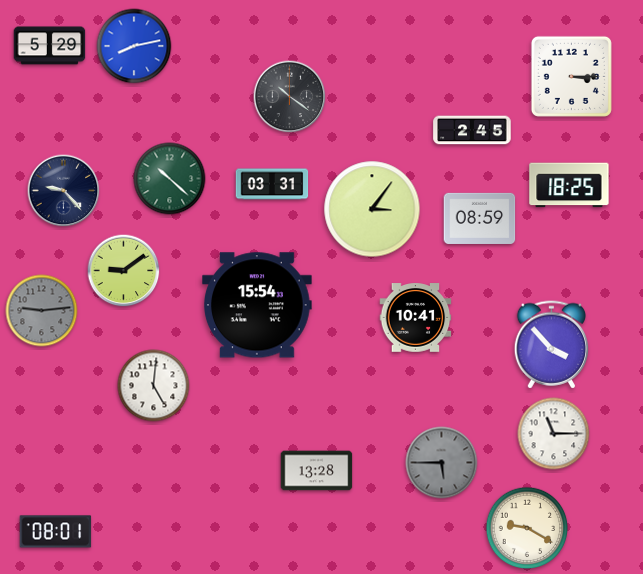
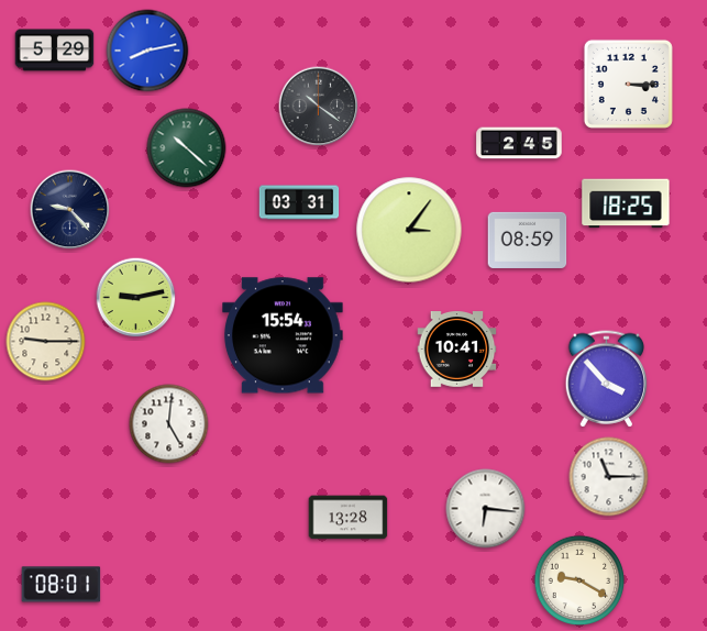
clock at (170, 179) position: (170, 179) -> (187, 148)
clock at (124, 271): 9:09 -> 9:13
clock at (42, 311): 9:14 -> 9:15
clock at (42, 311) dial: grey -> cream
clock at (442, 463): 5:45 -> 6:16
clock at (442, 463) dial: grey -> white
